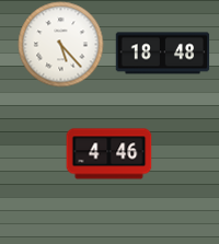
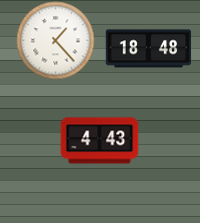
clock at (60, 44): 5:23 -> 1:23
clock at (108, 154): 4:46 -> 4:43
